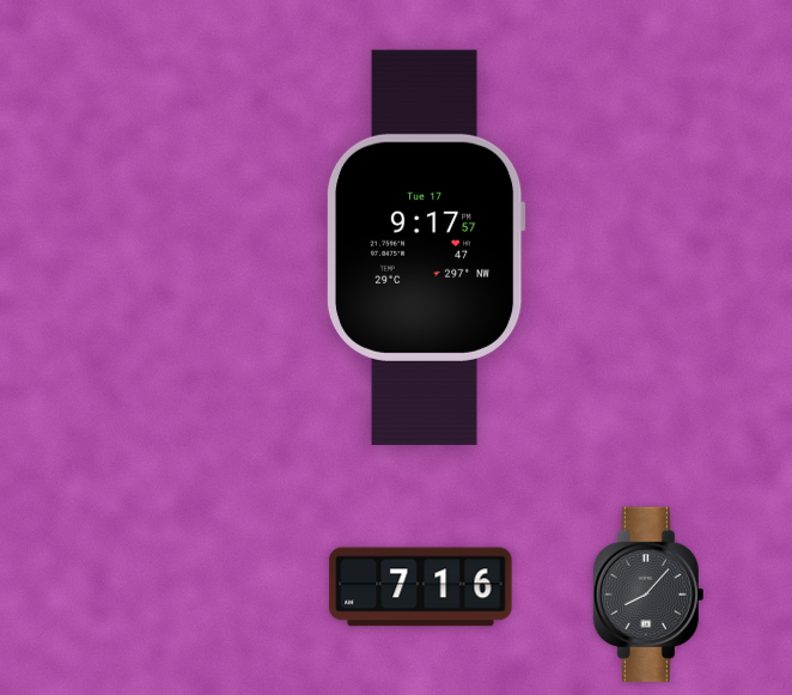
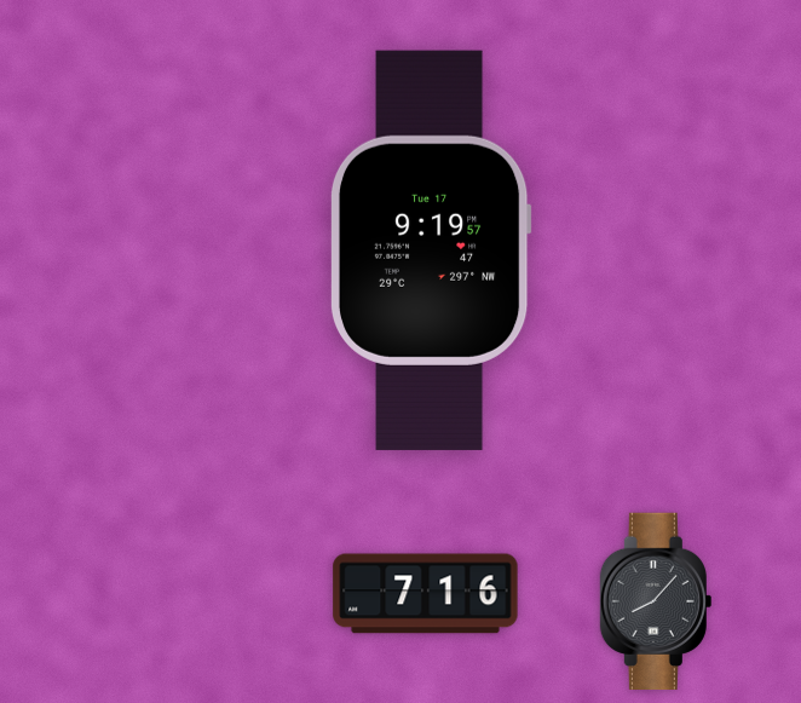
clock at (426, 248): 9:17 -> 9:19
